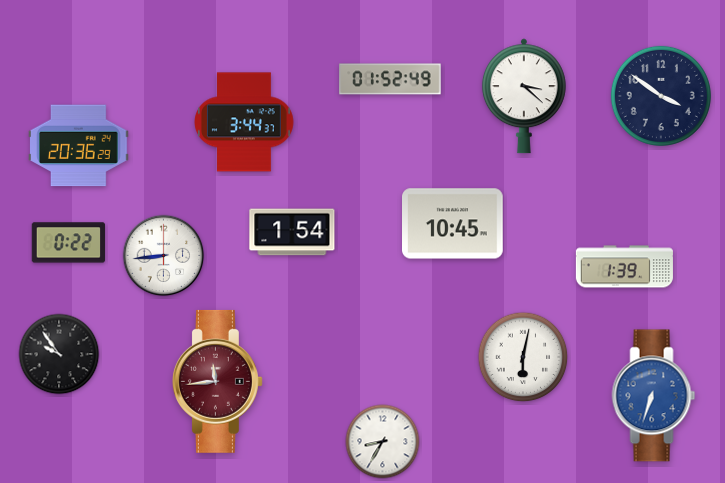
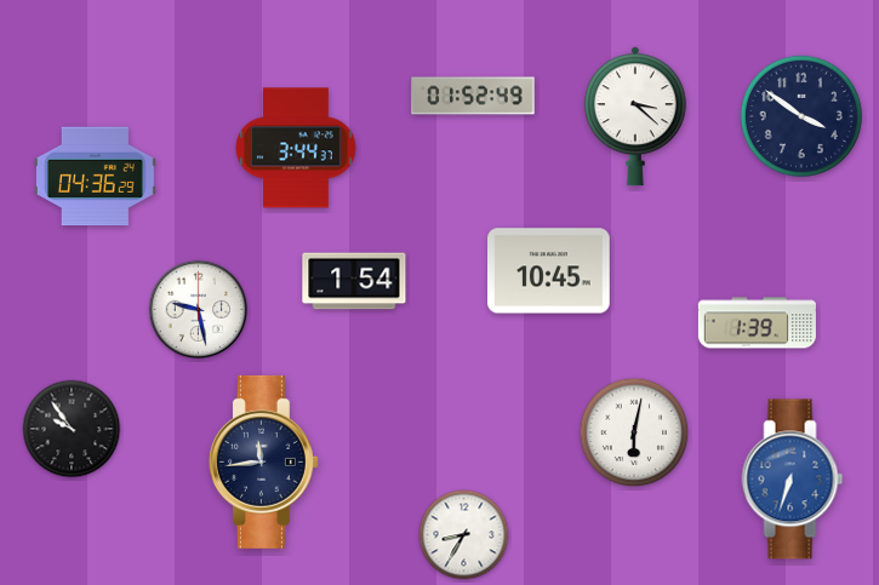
clock at (79, 146): 20:36 -> 04:36
clock at (69, 243): 0:22 -> none
clock at (164, 256): 8:44 -> 9:28
clock at (217, 381) dial: burgundy -> navy
